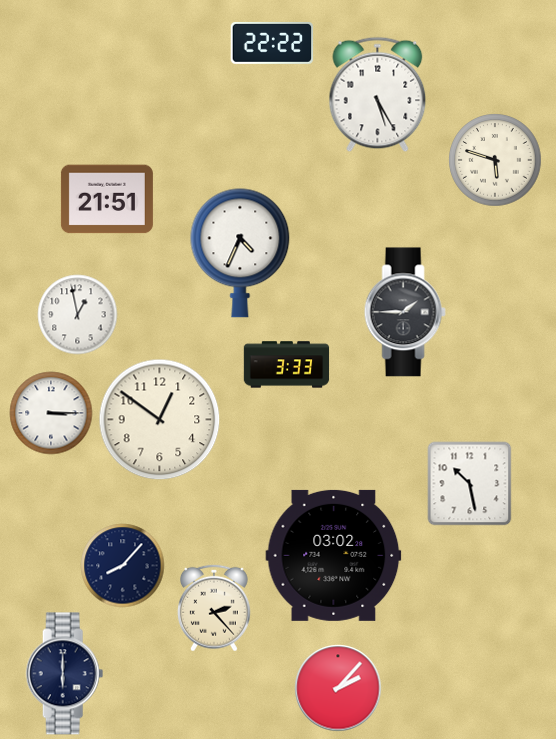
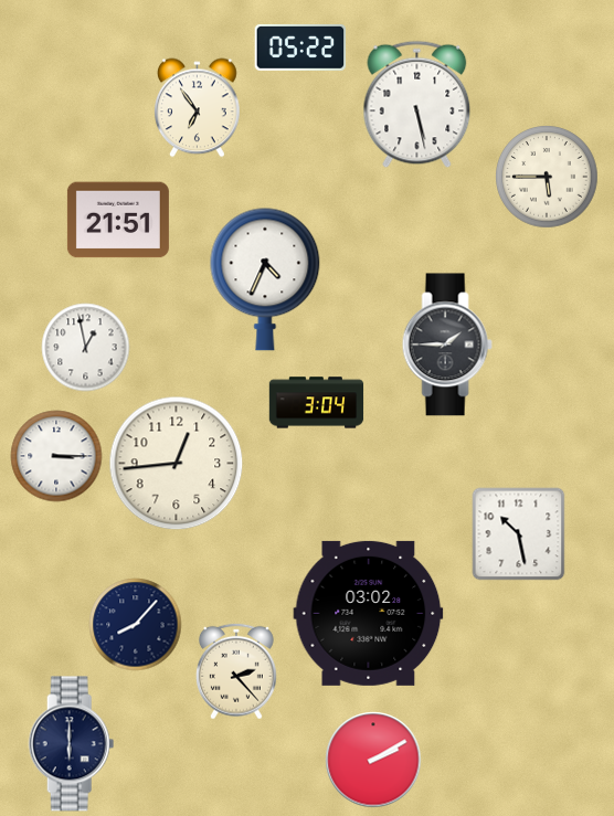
clock at (272, 43): 22:22 -> 05:22
clock at (378, 94): 5:25 -> 5:28
clock at (198, 107): none -> 6:54
clock at (495, 160): 5:48 -> 5:45
clock at (286, 365): 3:33 -> 3:04
clock at (159, 419): 12:51 -> 12:44
clock at (338, 688): 2:07 -> 2:10
